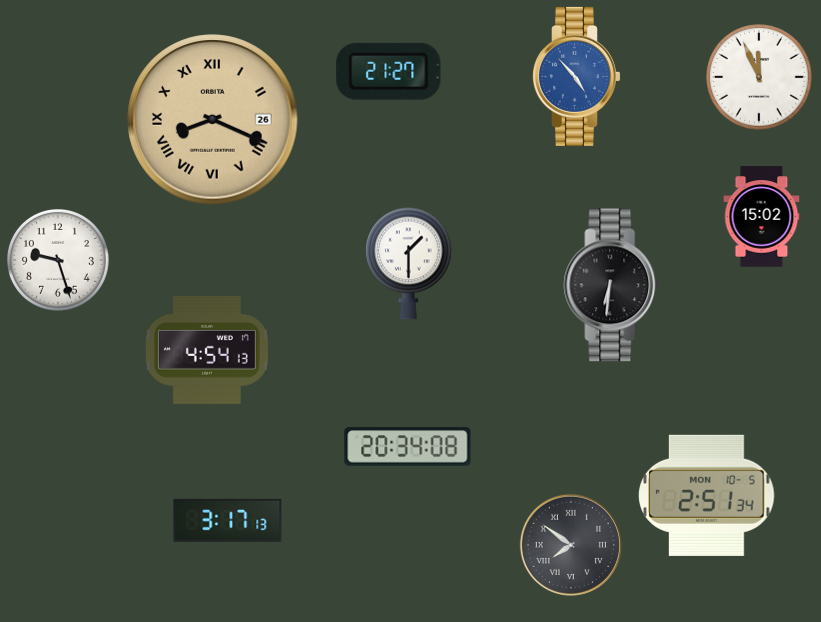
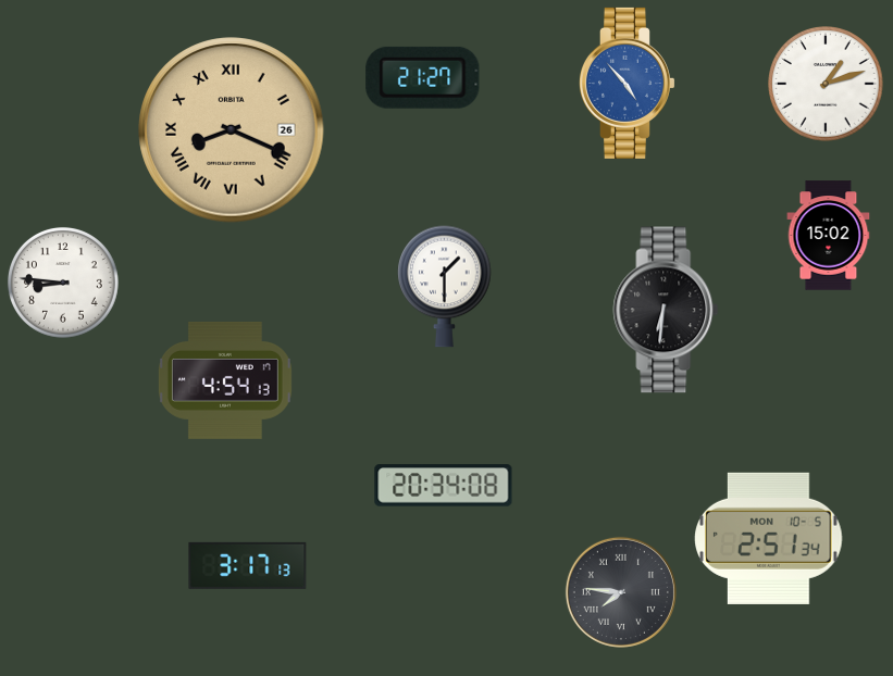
clock at (759, 77): 11:56 -> 1:12
clock at (58, 260): 9:27 -> 8:46
clock at (571, 545): 7:51 -> 7:46
